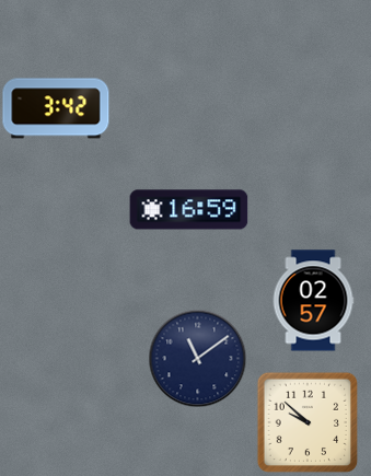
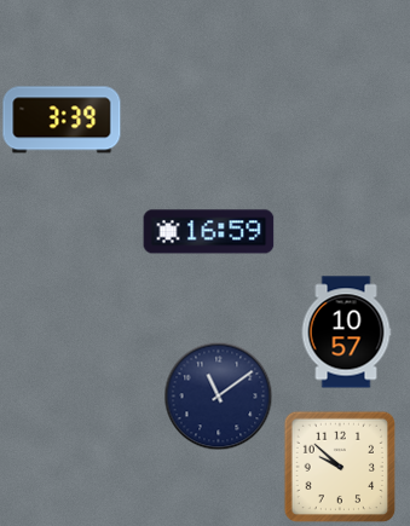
clock at (56, 108): 3:42 -> 3:39
clock at (313, 301): 02:57 -> 10:57
